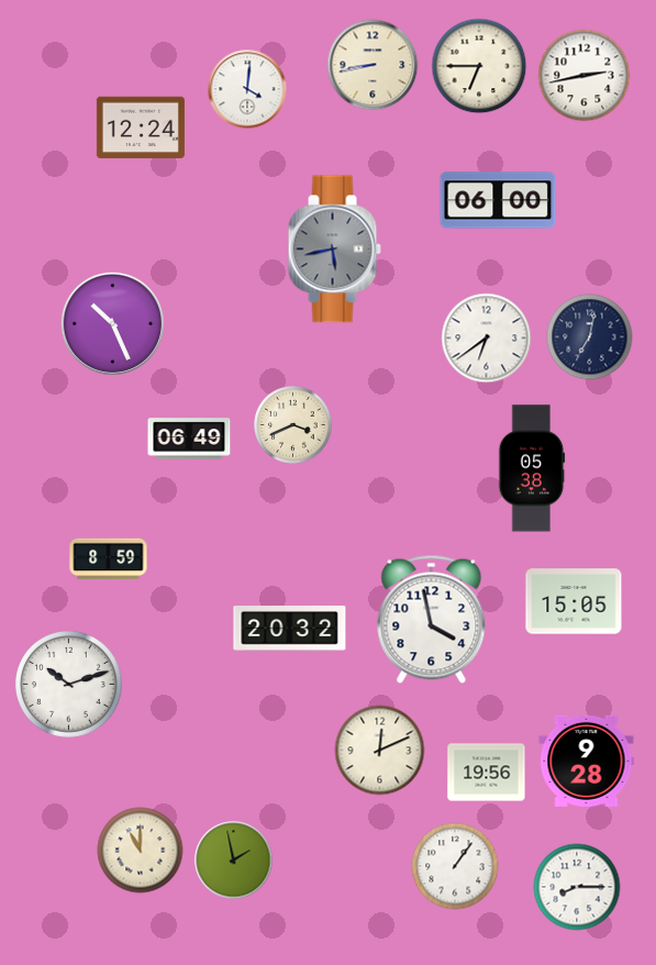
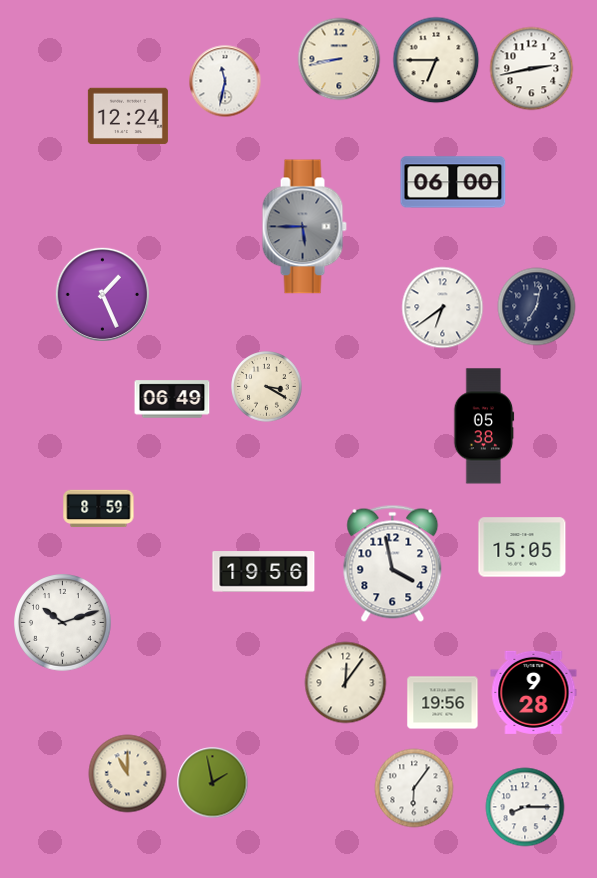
clock at (247, 89): 4:01 -> 11:32
clock at (334, 249): 5:43 -> 5:45
clock at (112, 323): 10:26 -> 1:26
clock at (293, 425): 3:41 -> 3:20
clock at (290, 629): 20:32 -> 19:56
clock at (380, 751): 12:11 -> 12:06
clock at (455, 866): 1:06 -> 6:06
